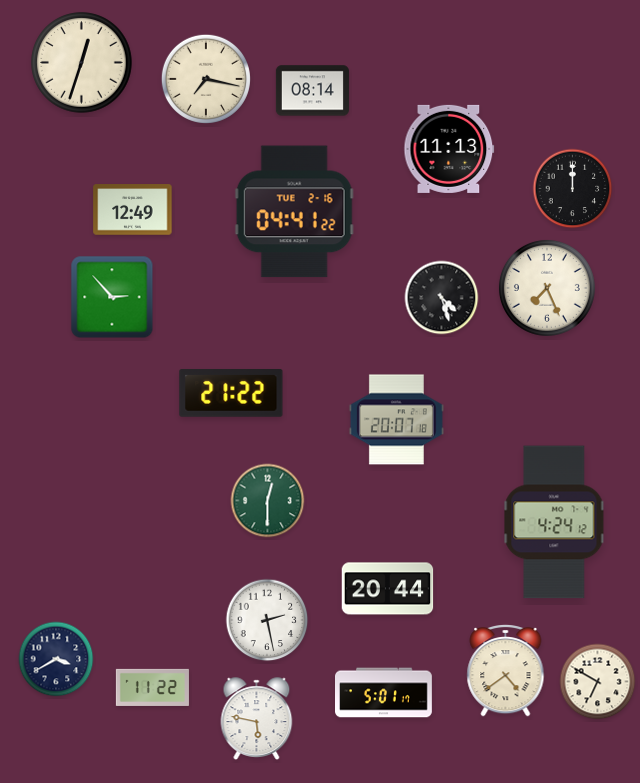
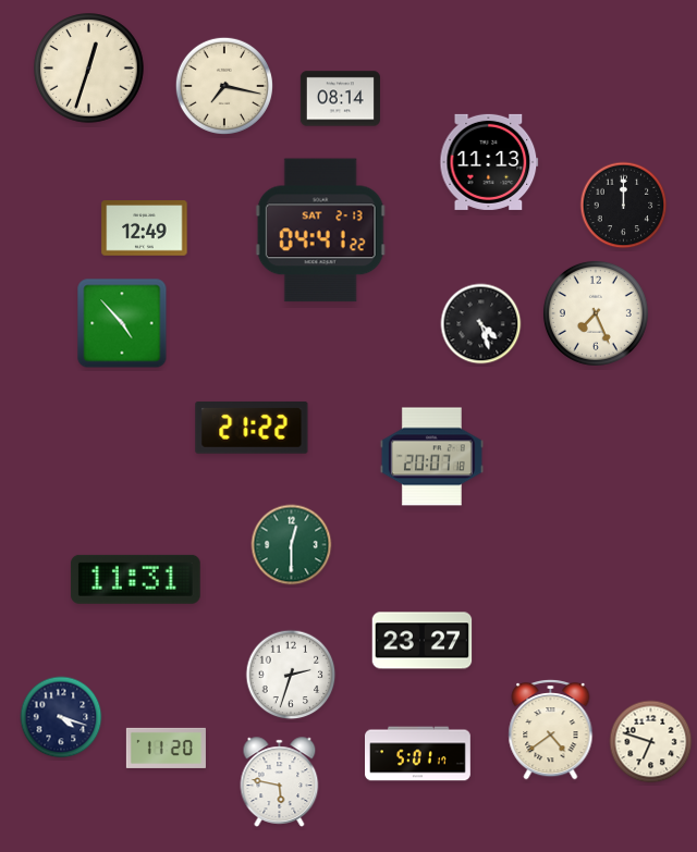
clock at (294, 212) date: TUE 2-16 -> SAT 2-13
clock at (112, 297): 2:53 -> 4:53
clock at (554, 522): 4:24 -> none
clock at (135, 579): none -> 11:31
clock at (388, 589): 20:44 -> 23:27
clock at (267, 620): 2:28 -> 2:33
clock at (56, 659): 3:40 -> 4:18
clock at (598, 682): 6:50 -> 6:48
clock at (152, 687): 11:22 -> 11:20
